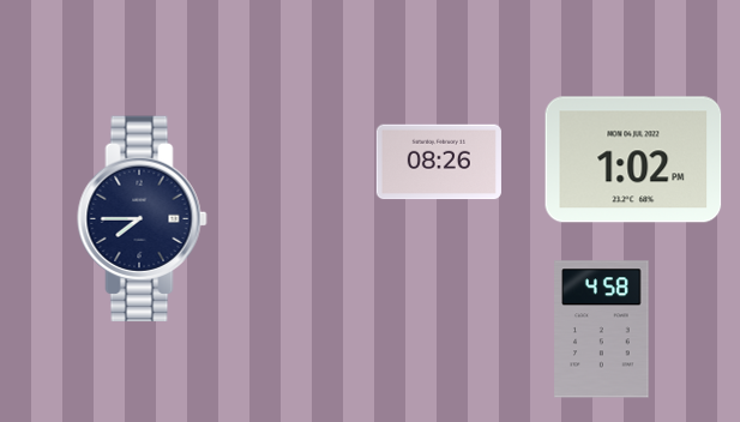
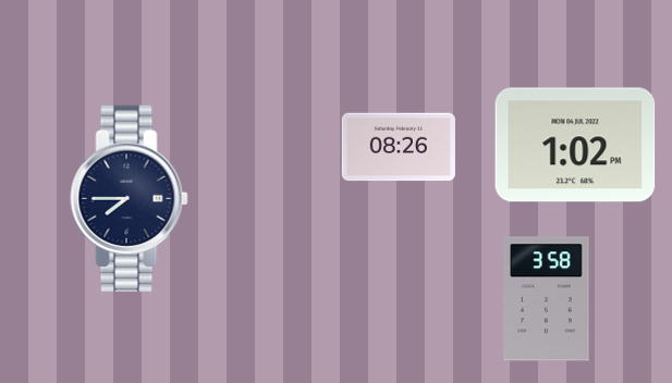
clock at (602, 330): 4:58 -> 3:58
